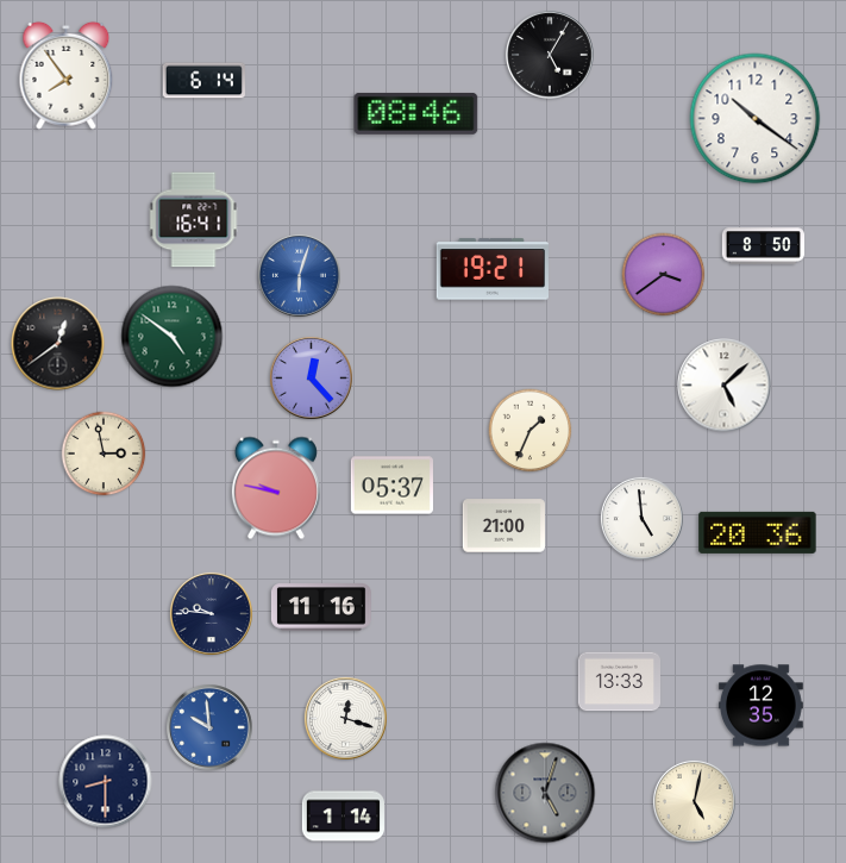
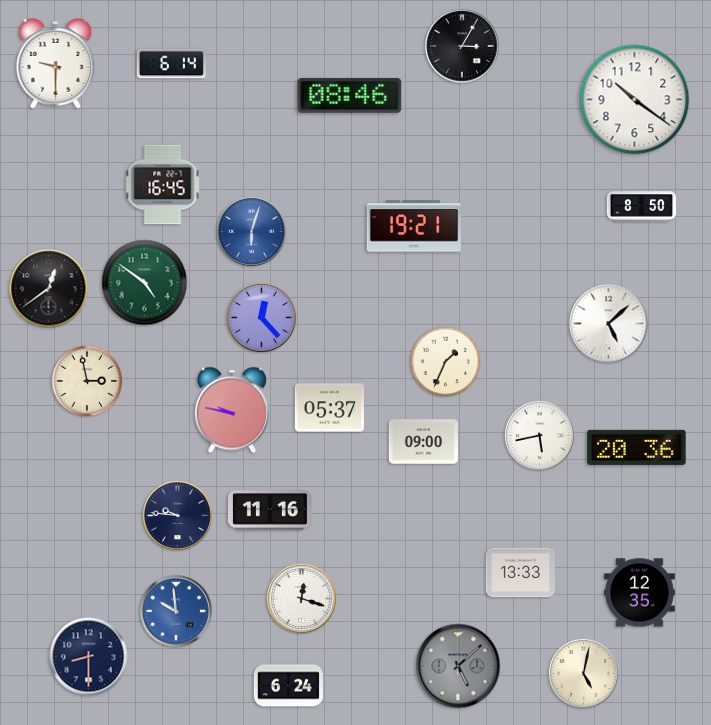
clock at (550, 55): 5:05 -> 3:05
clock at (67, 75): 7:54 -> 9:30
clock at (203, 81) position: (203, 81) -> (171, 64)
clock at (194, 220): 16:41 -> 16:45
clock at (664, 275): 3:39 -> none
clock at (641, 518): 4:59 -> 5:43
clock at (503, 526): 21:00 -> 09:00
clock at (345, 718) position: (345, 718) -> (301, 598)
clock at (545, 793): 5:03 -> 5:08
clock at (343, 817): 1:14 -> 6:24
